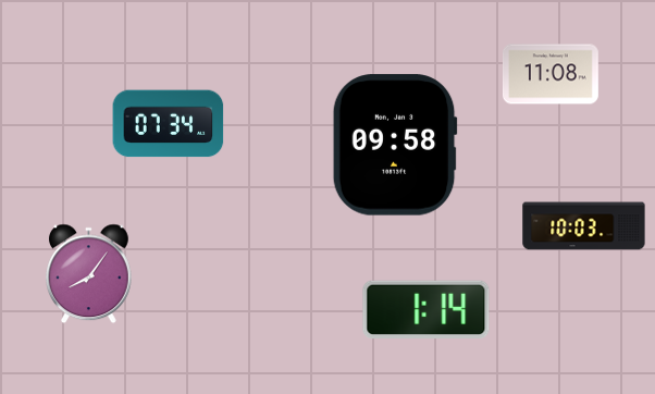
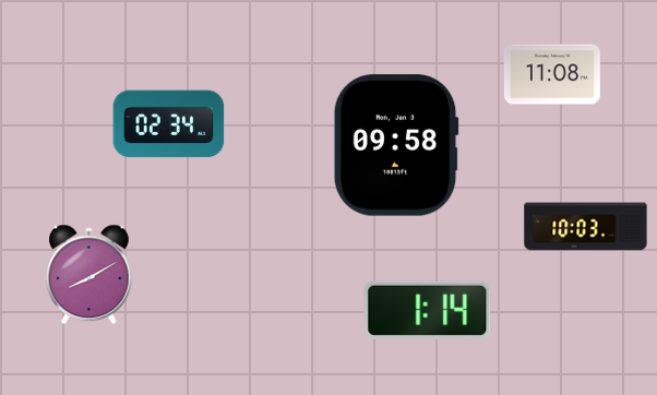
clock at (169, 124): 07:34 -> 02:34
clock at (89, 274): 8:06 -> 8:10
